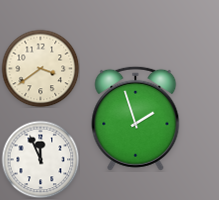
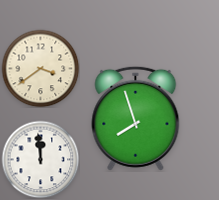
clock at (136, 118): 1:57 -> 7:57
clock at (40, 159): 11:56 -> 11:59
